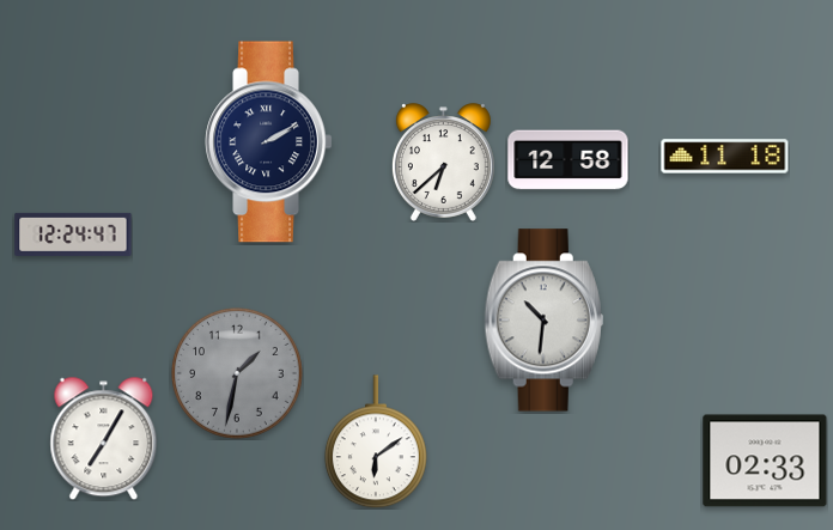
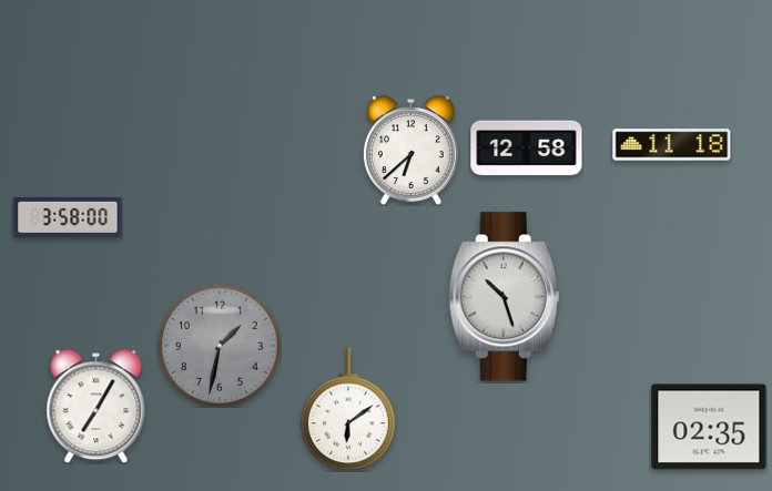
clock at (269, 142): 2:10 -> none
clock at (73, 234): 12:24 -> 3:58
clock at (543, 321): 10:31 -> 10:27
clock at (765, 461): 02:33 -> 02:35
